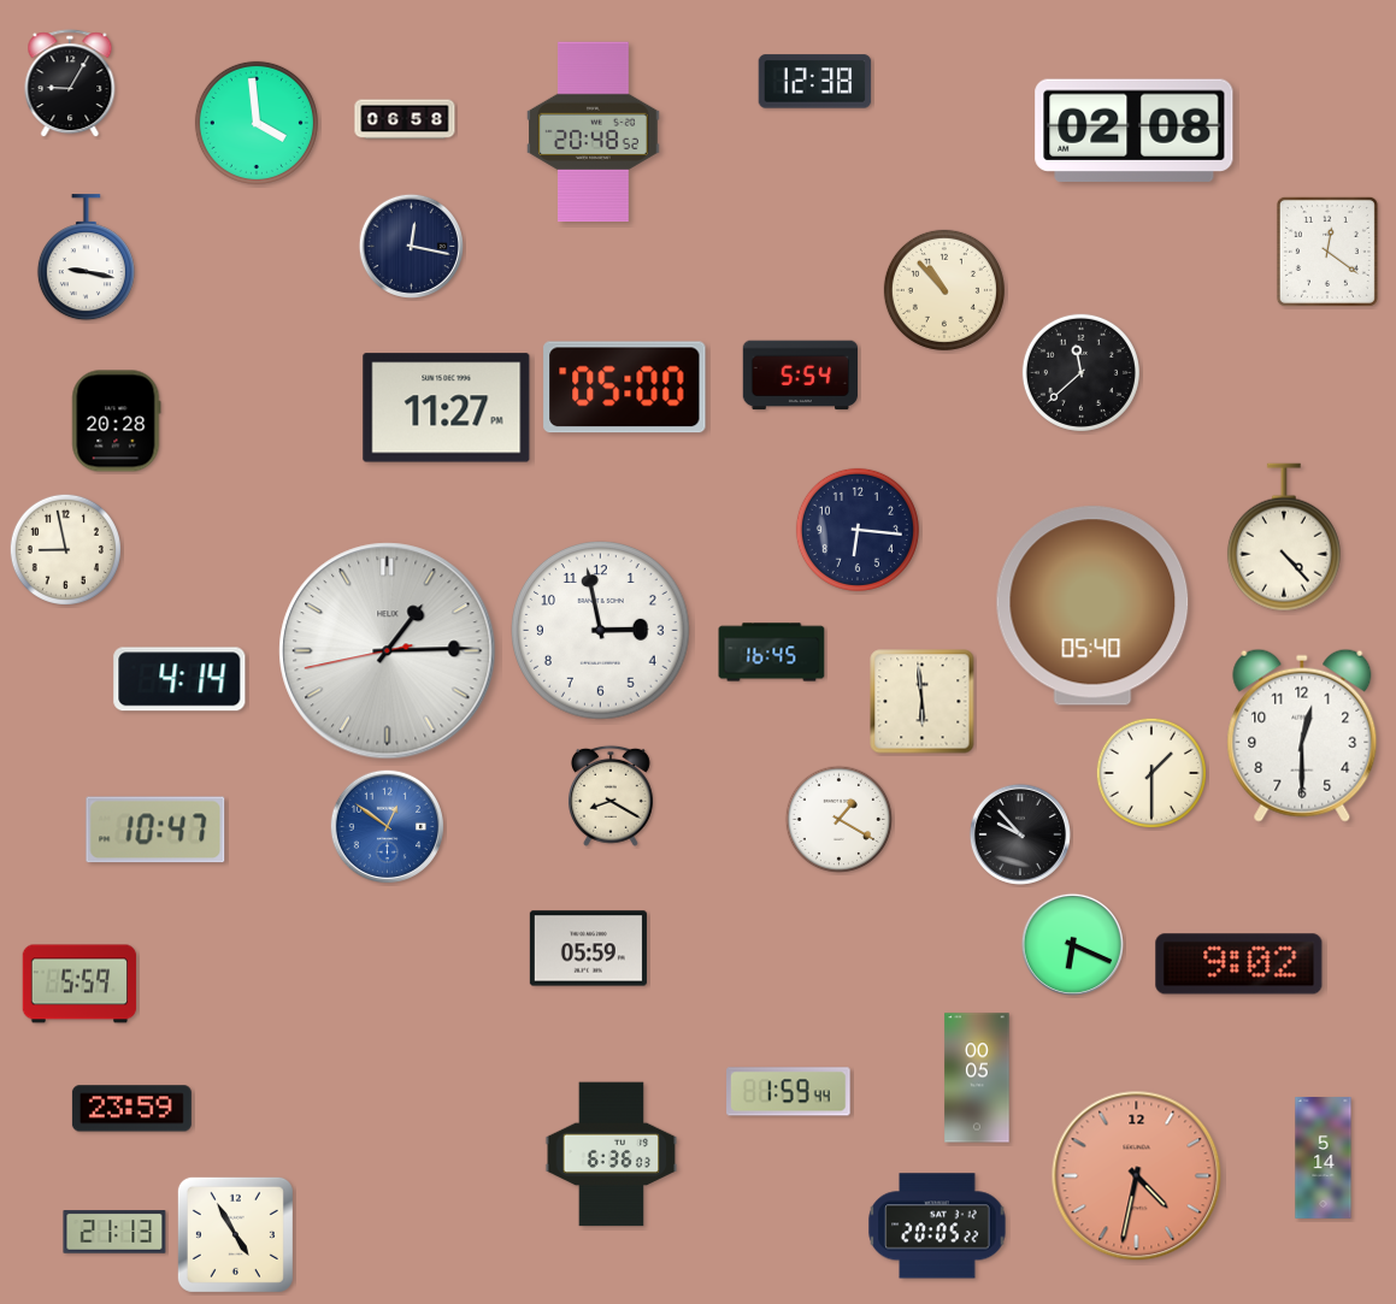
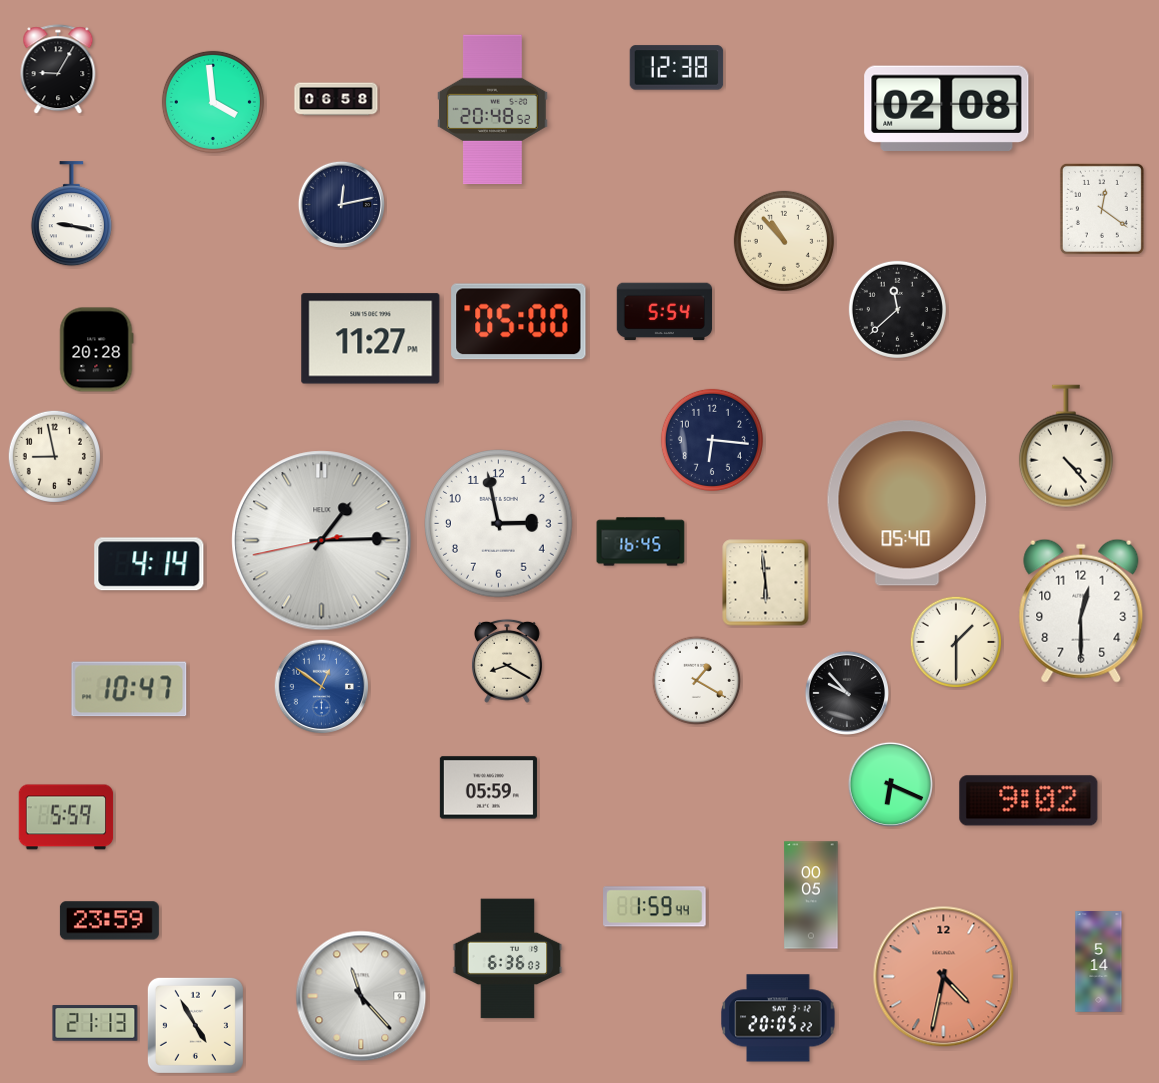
clock at (1135, 130) position: (1135, 130) -> (947, 108)
clock at (411, 246): 12:17 -> 12:13
clock at (361, 996): none -> 11:23
